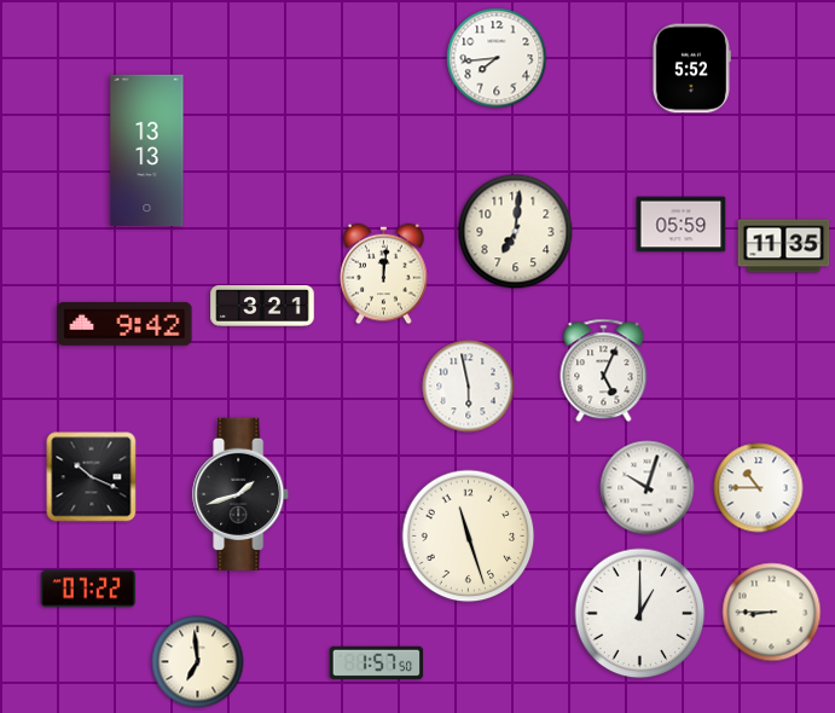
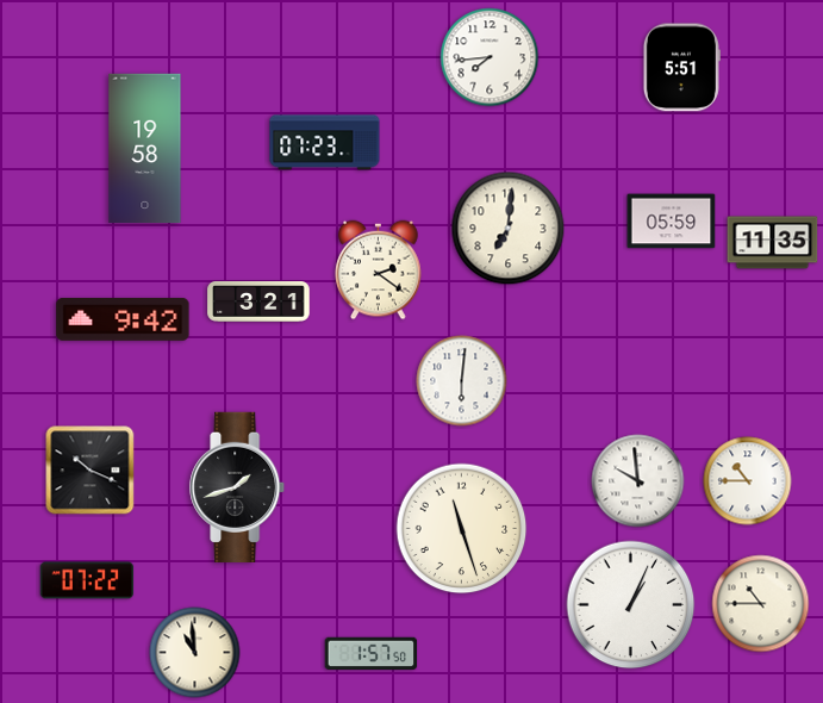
clock at (691, 69): 5:52 -> 5:51
clock at (325, 143): none -> 07:23
clock at (147, 151): 13:13 -> 19:58
clock at (384, 274): 12:01 -> 2:21
clock at (604, 371): 5:04 -> none
clock at (469, 387): 5:58 -> 6:01
clock at (648, 488): 10:03 -> 9:59
clock at (772, 613): 8:45 -> 10:45
clock at (640, 614): 1:00 -> 1:04
clock at (198, 662): 6:59 -> 10:59
